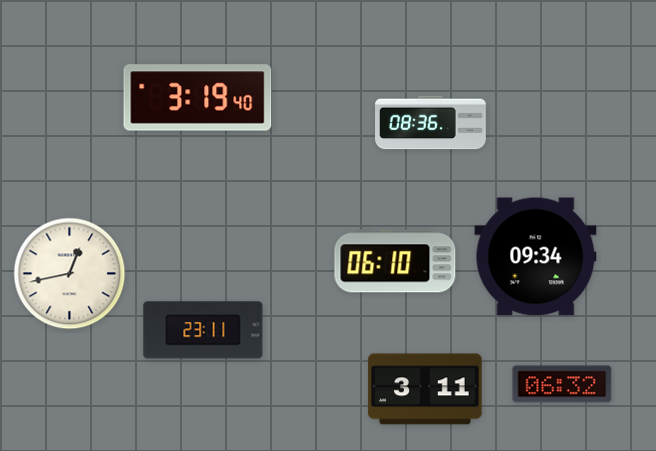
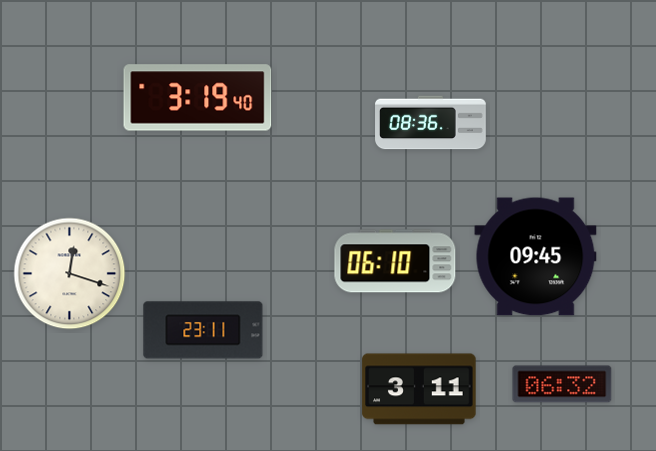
clock at (536, 257): 09:34 -> 09:45
clock at (70, 274): 12:43 -> 12:18
clock at (425, 389) position: (425, 389) -> (419, 389)
